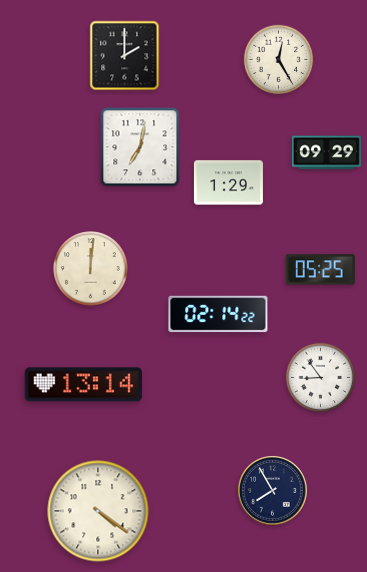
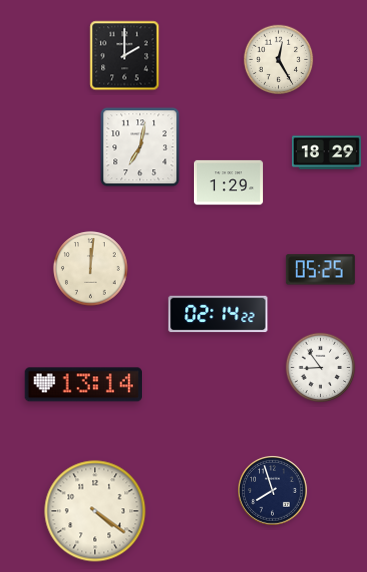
clock at (326, 153): 09:29 -> 18:29
clock at (321, 378) position: (321, 378) -> (321, 368)
clock at (273, 491): 7:55 -> 7:57
clock at (98, 511) position: (98, 511) -> (95, 511)
